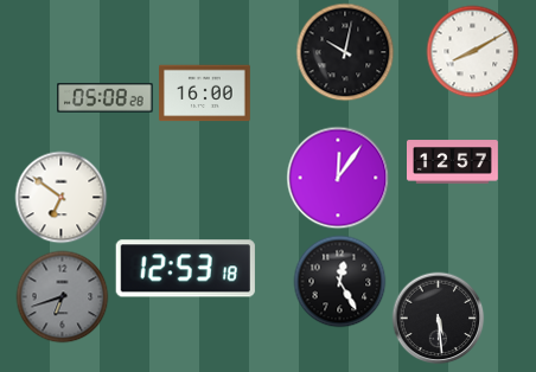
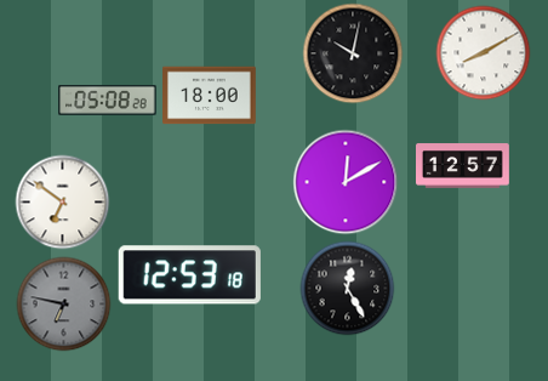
clock at (205, 94): 16:00 -> 18:00
clock at (338, 178): 12:06 -> 12:10
clock at (62, 296): 6:42 -> 6:47
clock at (438, 318): 5:29 -> none
